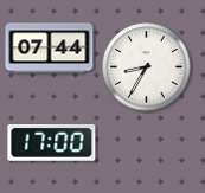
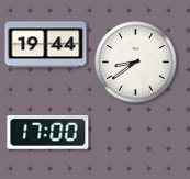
clock at (50, 49): 07:44 -> 19:44
clock at (147, 67): 8:35 -> 8:39
